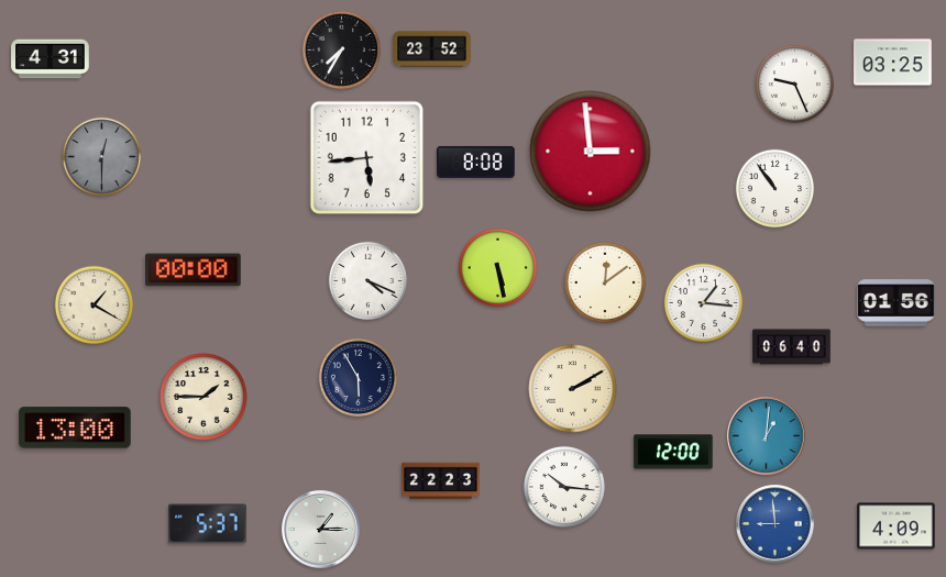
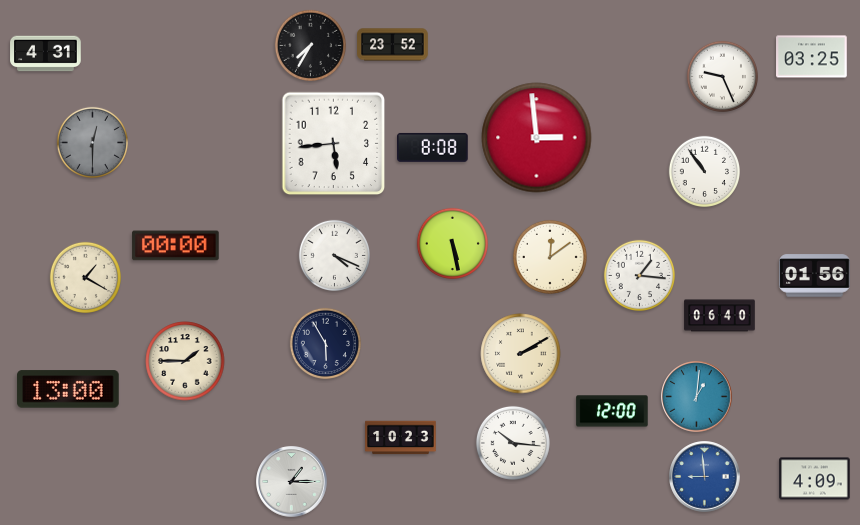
clock at (441, 481): 22:23 -> 10:23
clock at (208, 524): 5:37 -> none
